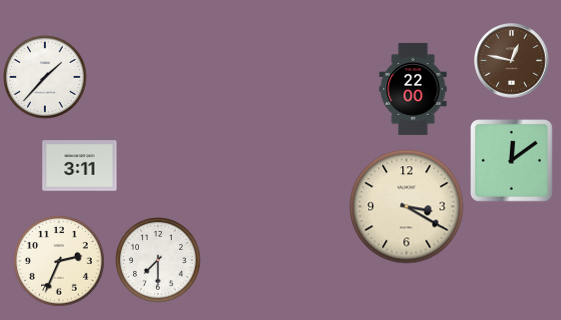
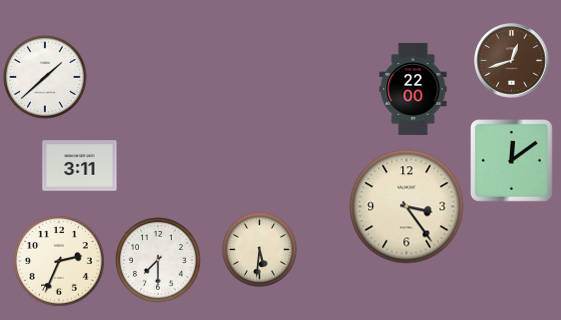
clock at (512, 61): 12:47 -> 12:42
clock at (46, 78): 1:37 -> 1:38
clock at (407, 207): 3:20 -> 3:24
clock at (259, 249): none -> 5:31
